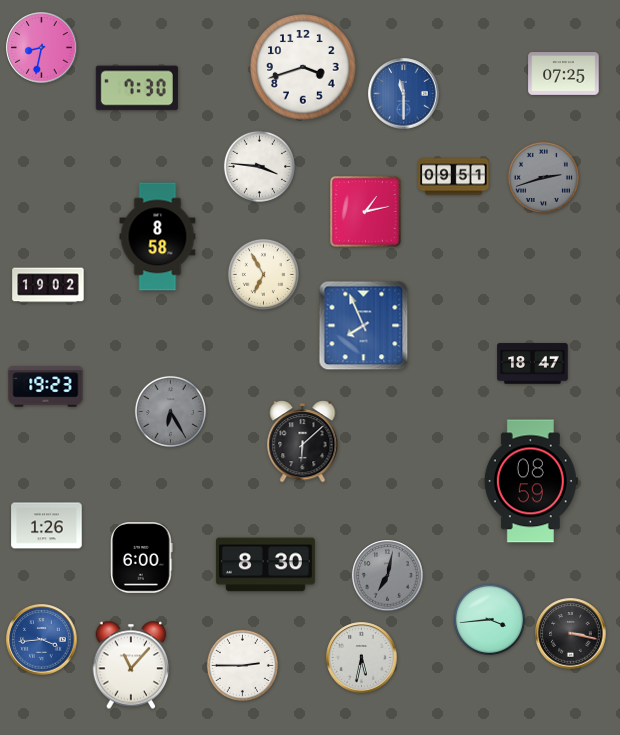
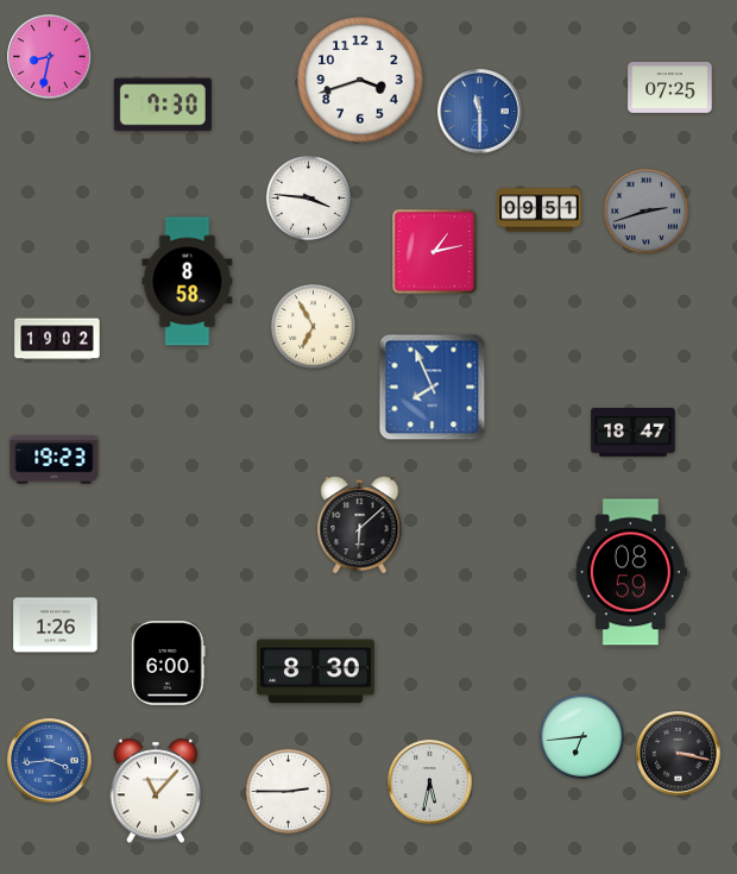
clock at (170, 411): 6:25 -> none
clock at (388, 576): 7:02 -> none
clock at (489, 619): 3:44 -> 6:44
